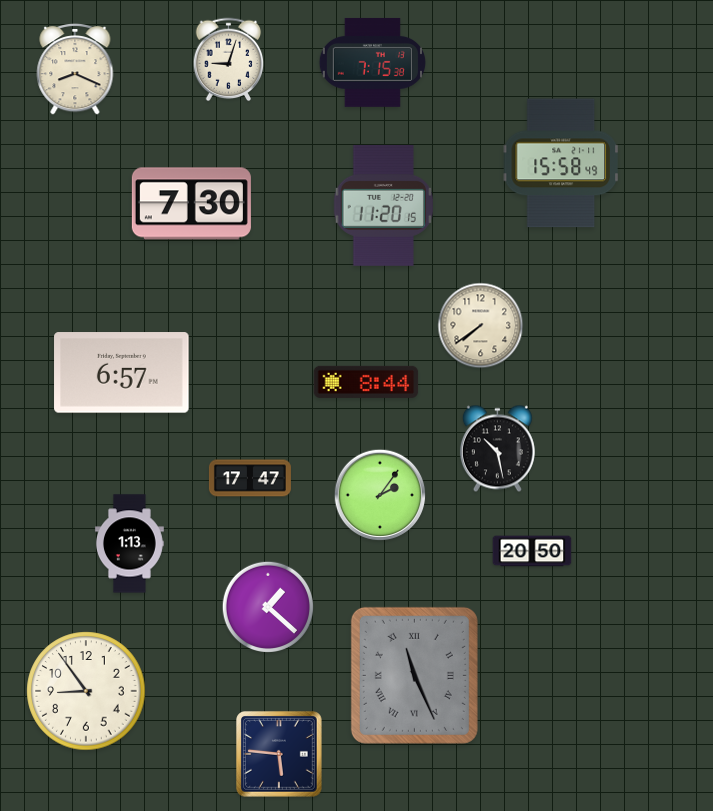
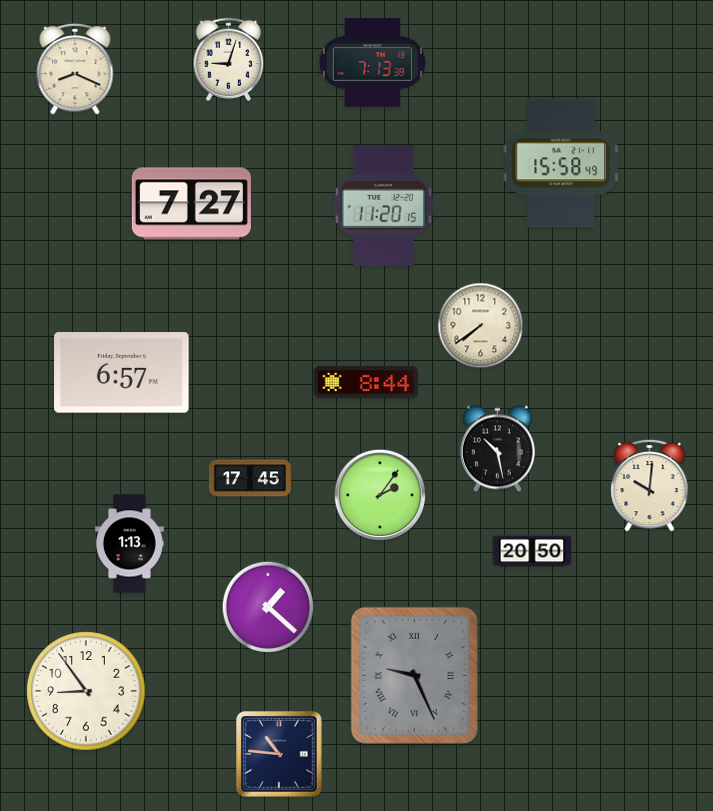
clock at (372, 62): 7:15 -> 7:13
clock at (191, 204): 7:30 -> 7:27
clock at (250, 478): 17:47 -> 17:45
clock at (650, 485): none -> 10:01
clock at (414, 675): 11:26 -> 9:26
clock at (280, 755): 5:46 -> 10:46
